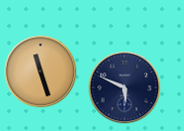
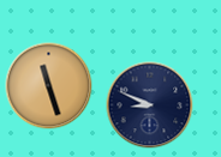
clock at (125, 88): 5:49 -> 8:49
